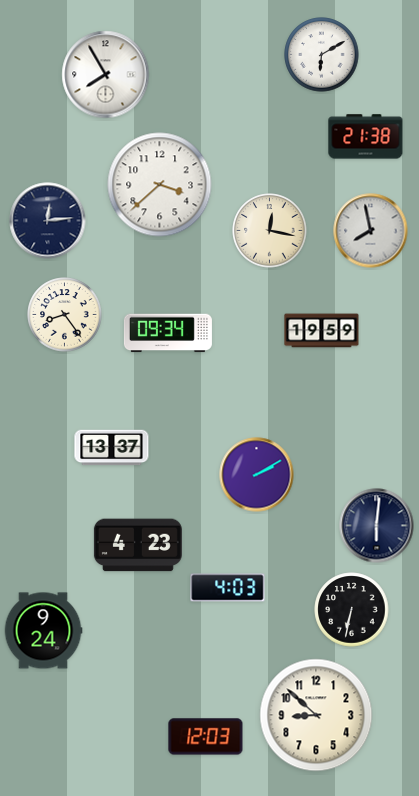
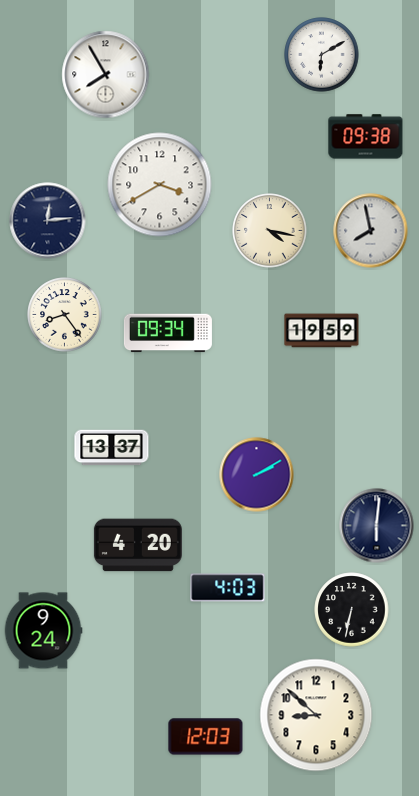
clock at (366, 137): 21:38 -> 09:38
clock at (160, 185): 3:38 -> 3:40
clock at (270, 231): 12:17 -> 4:17
clock at (138, 545): 4:23 -> 4:20
